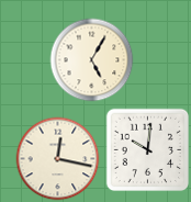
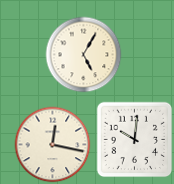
clock at (148, 150) position: (148, 150) -> (135, 140)
